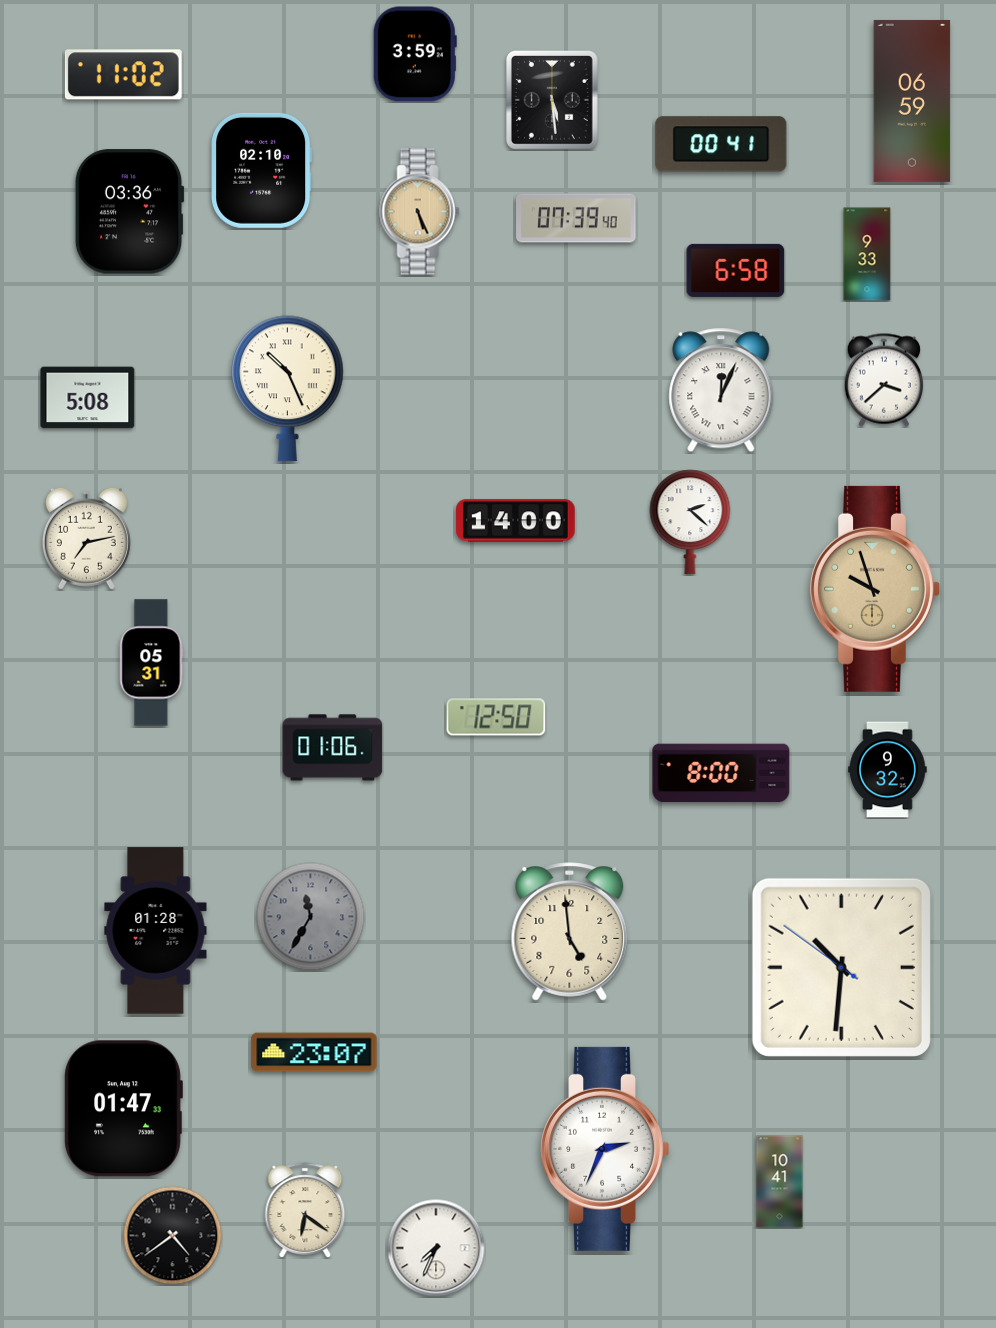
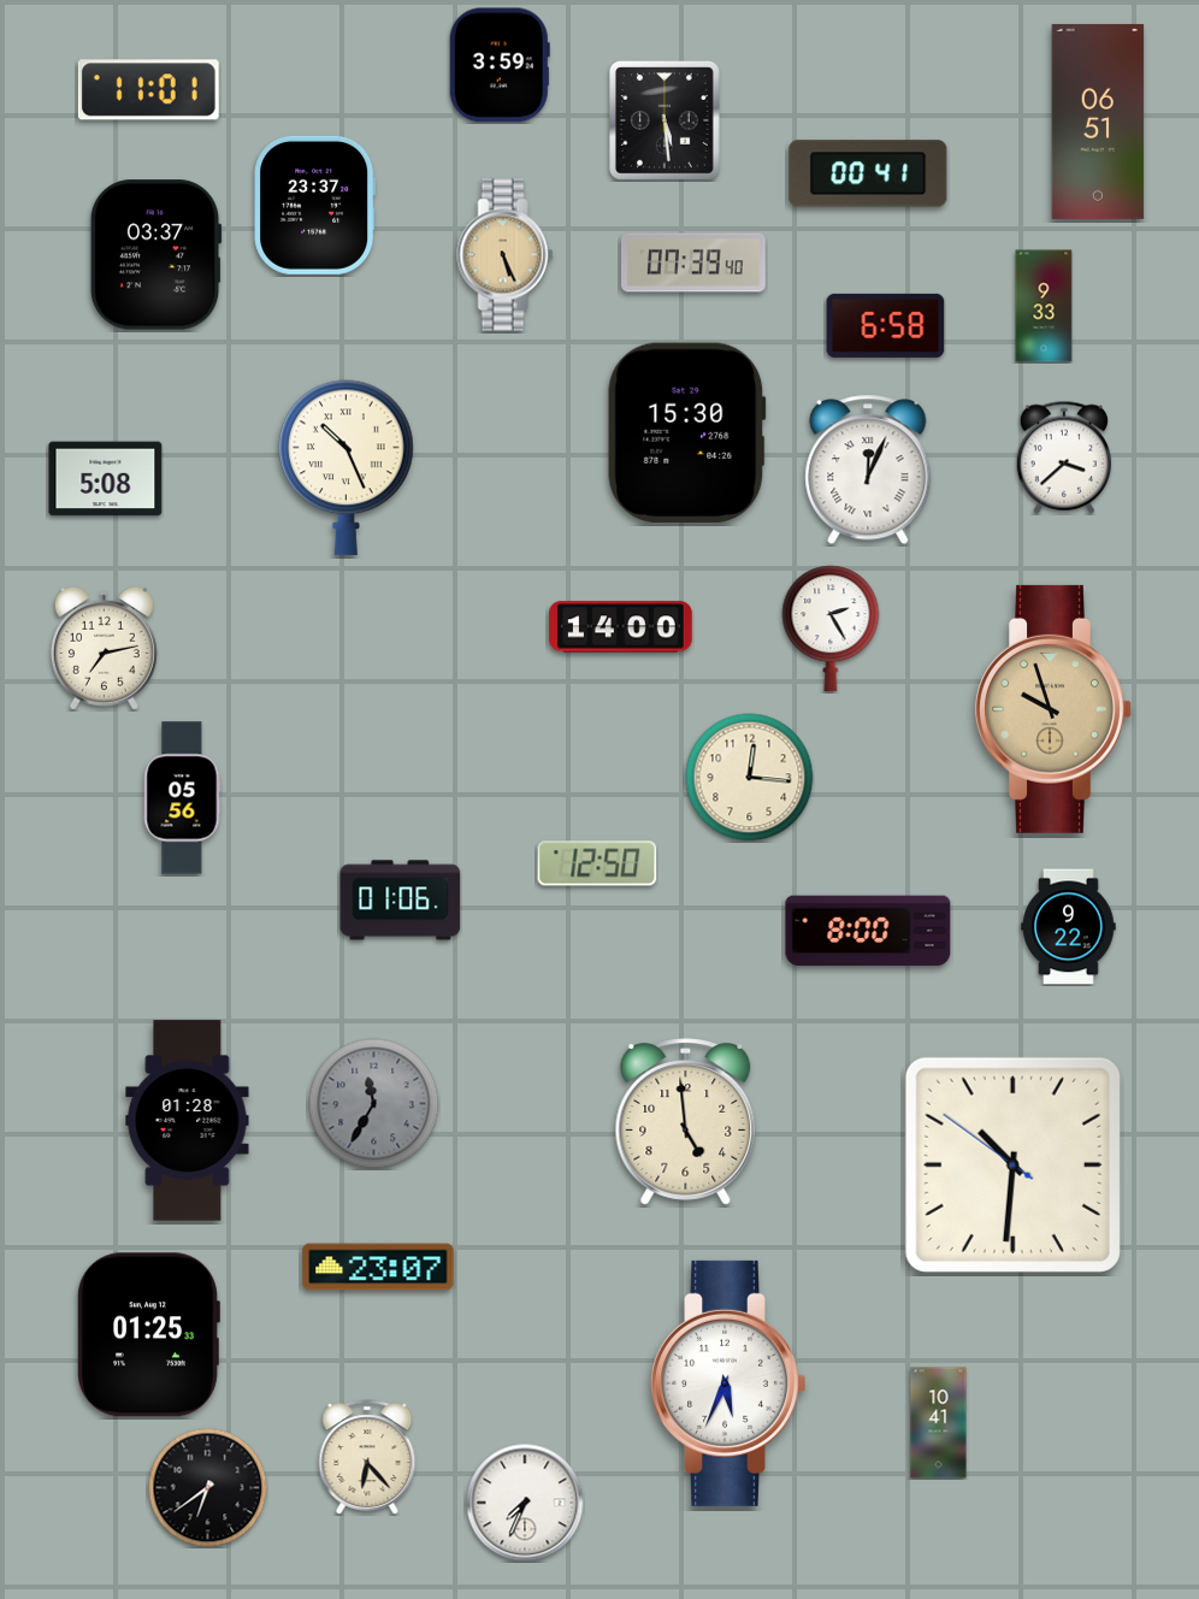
clock at (123, 75): 11:02 -> 11:01
clock at (912, 101): 06:59 -> 06:51
clock at (262, 170): 02:10 -> 23:37
clock at (129, 212): 03:36 -> 03:37
clock at (687, 432): none -> 15:30
clock at (690, 522): 2:22 -> 2:25
clock at (750, 778): none -> 12:16
clock at (152, 663): 05:31 -> 05:56
clock at (888, 770): 9:32 -> 9:22
clock at (123, 1109): 01:47 -> 01:25
clock at (604, 1149): 2:34 -> 5:34
clock at (305, 1210): 6:21 -> 6:23
clock at (173, 1236): 4:39 -> 6:39
